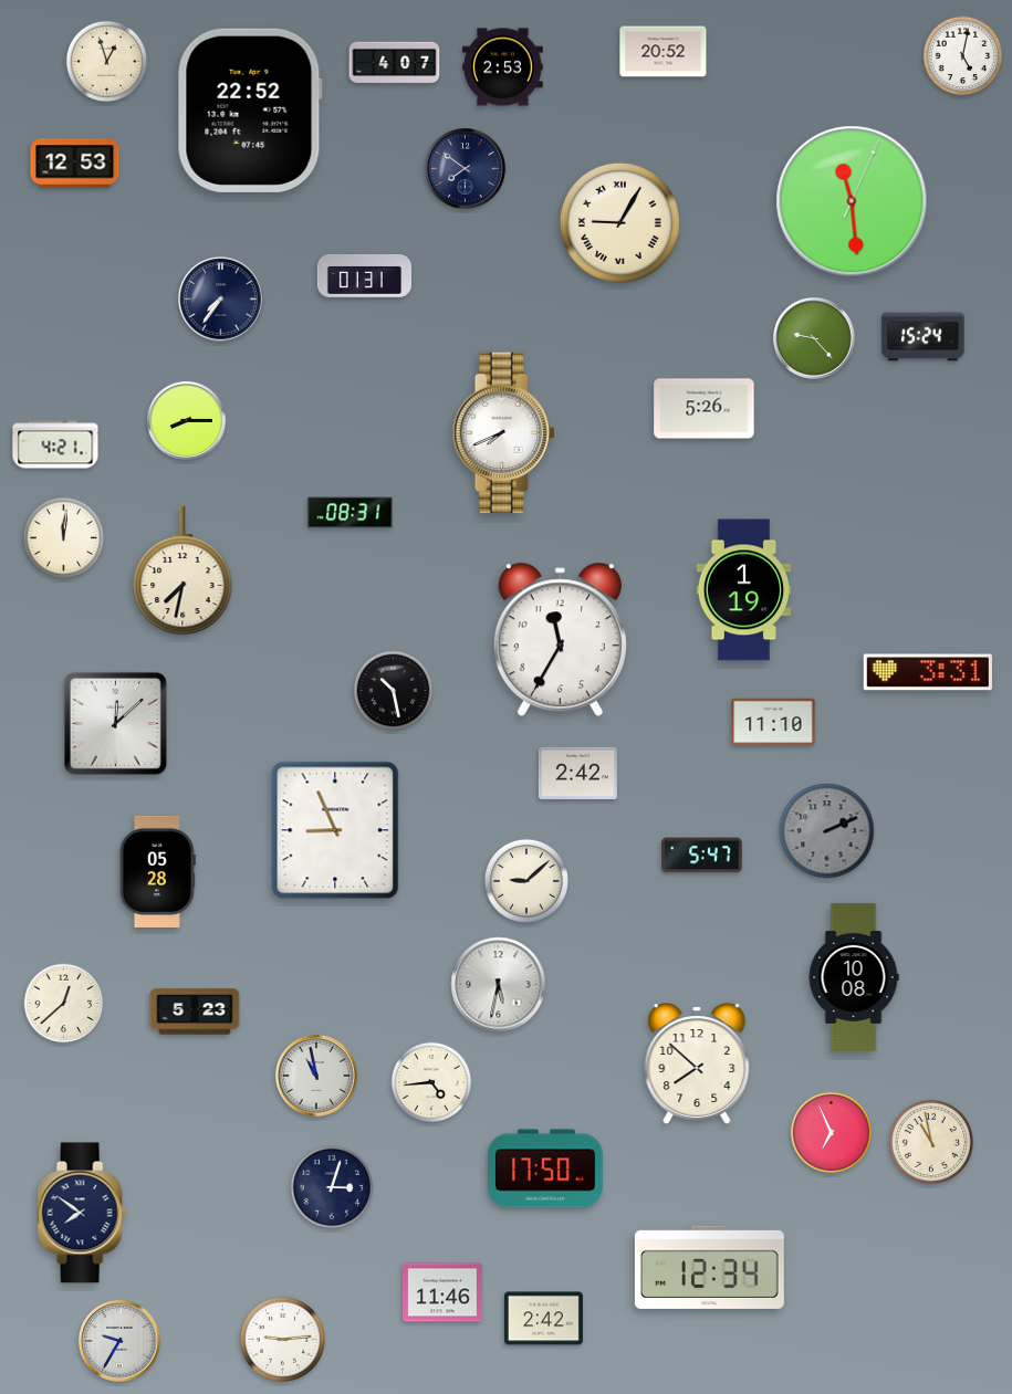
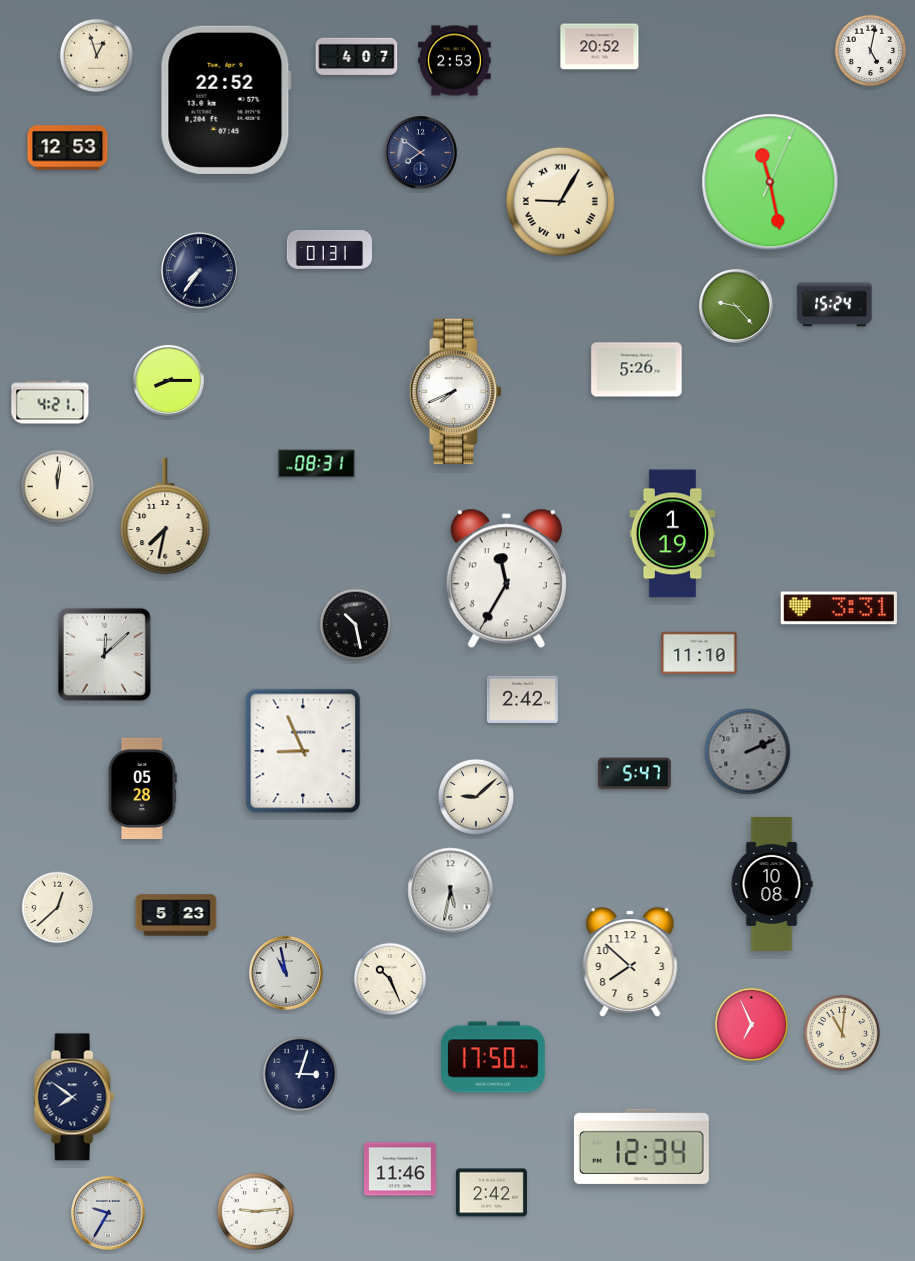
clock at (852, 201): 11:29 -> 11:28
clock at (431, 1082): 4:44 -> 10:26
clock at (931, 1142): 10:58 -> 11:01
